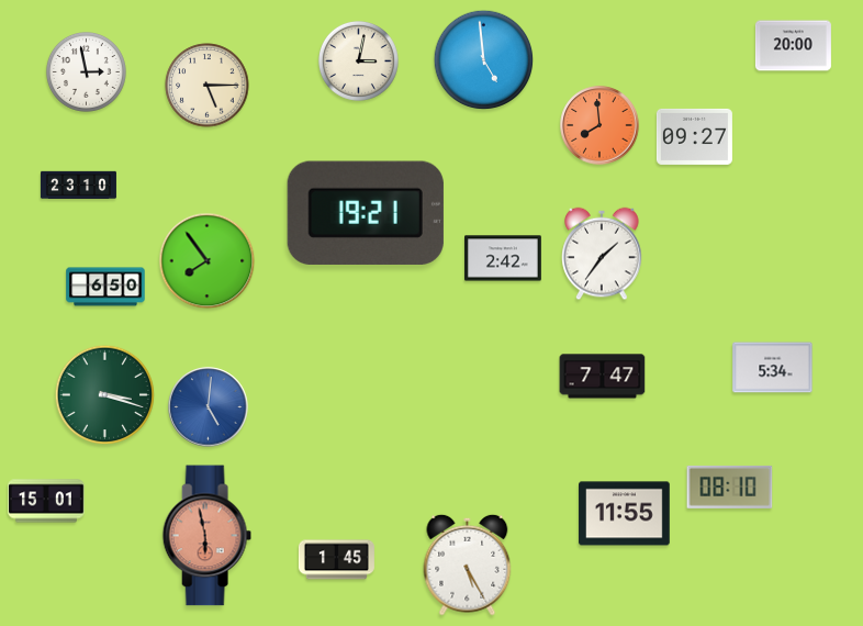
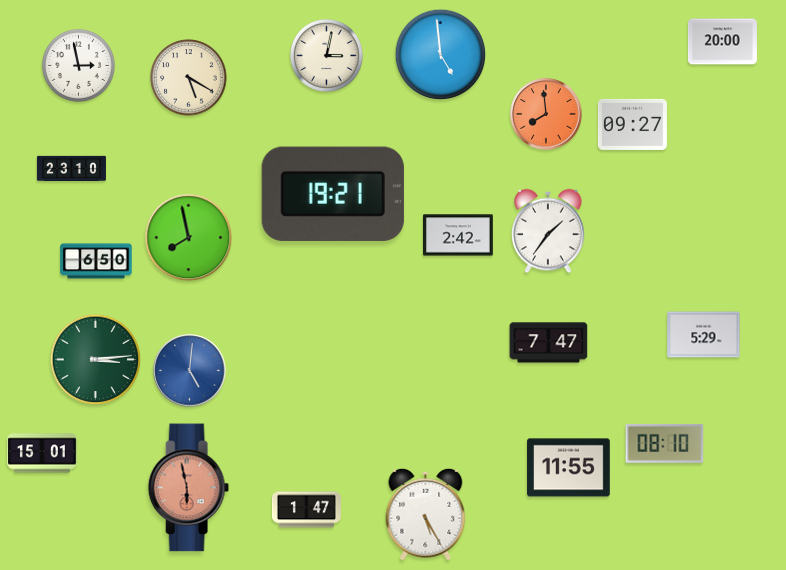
clock at (208, 86): 5:15 -> 5:20
clock at (208, 261): 7:54 -> 7:58
clock at (773, 368): 5:34 -> 5:29
clock at (105, 395): 3:18 -> 3:14
clock at (47, 501) position: (47, 501) -> (43, 453)
clock at (336, 560): 1:45 -> 1:47
